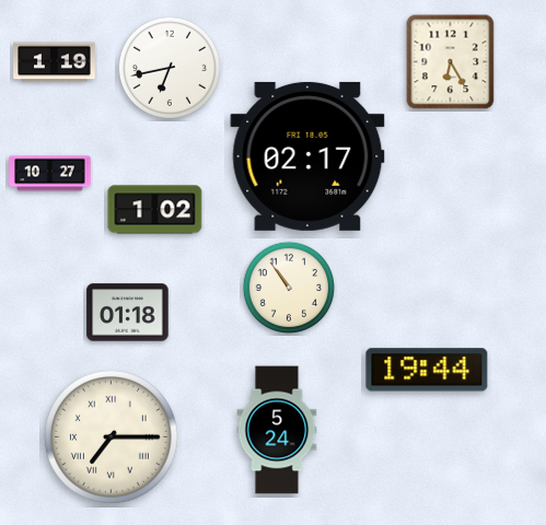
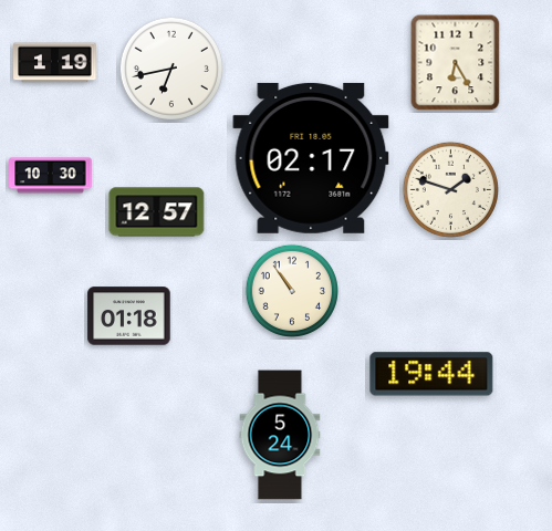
clock at (50, 174): 10:27 -> 10:30
clock at (450, 189): none -> 1:48
clock at (155, 210): 1:02 -> 12:57
clock at (111, 436): 7:15 -> none
